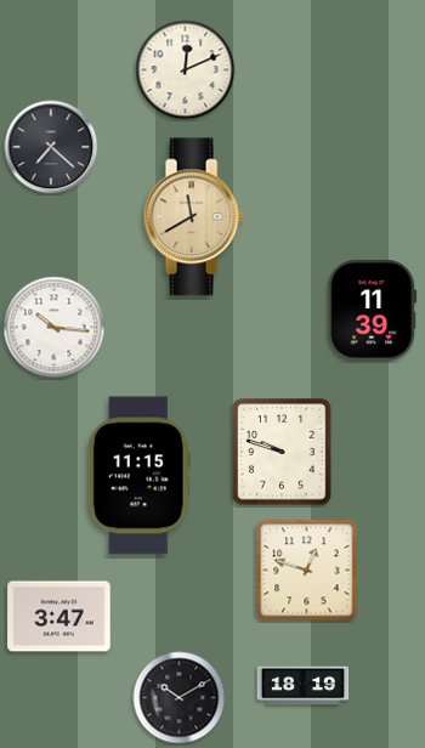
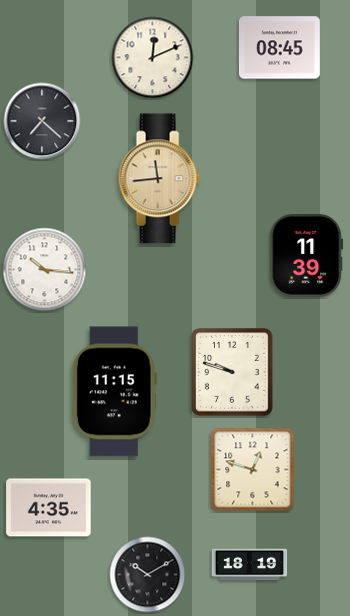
clock at (279, 48): none -> 08:45
clock at (193, 217): 11:40 -> 11:44
clock at (59, 617): 3:47 -> 4:35
